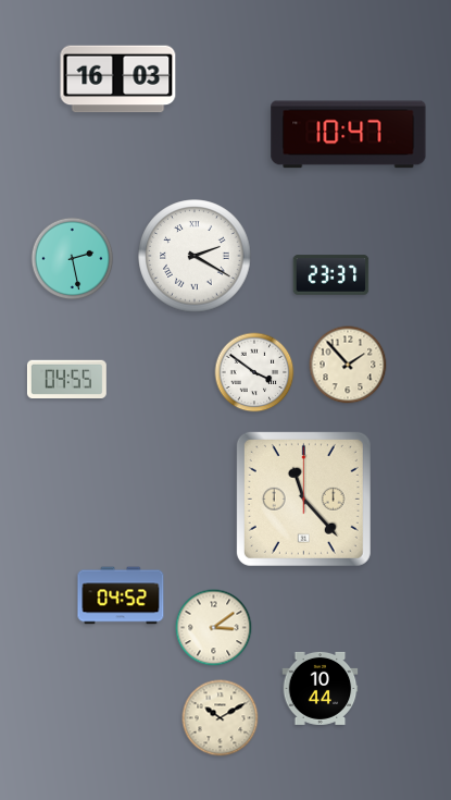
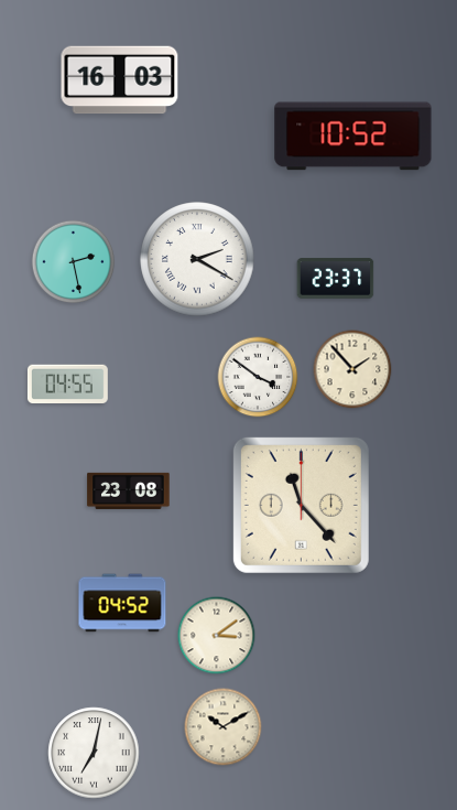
clock at (349, 135): 10:47 -> 10:52
clock at (129, 490): none -> 23:08
clock at (303, 499) position: (303, 499) -> (301, 505)
clock at (321, 688): 10:44 -> none
clock at (94, 753): none -> 7:02
